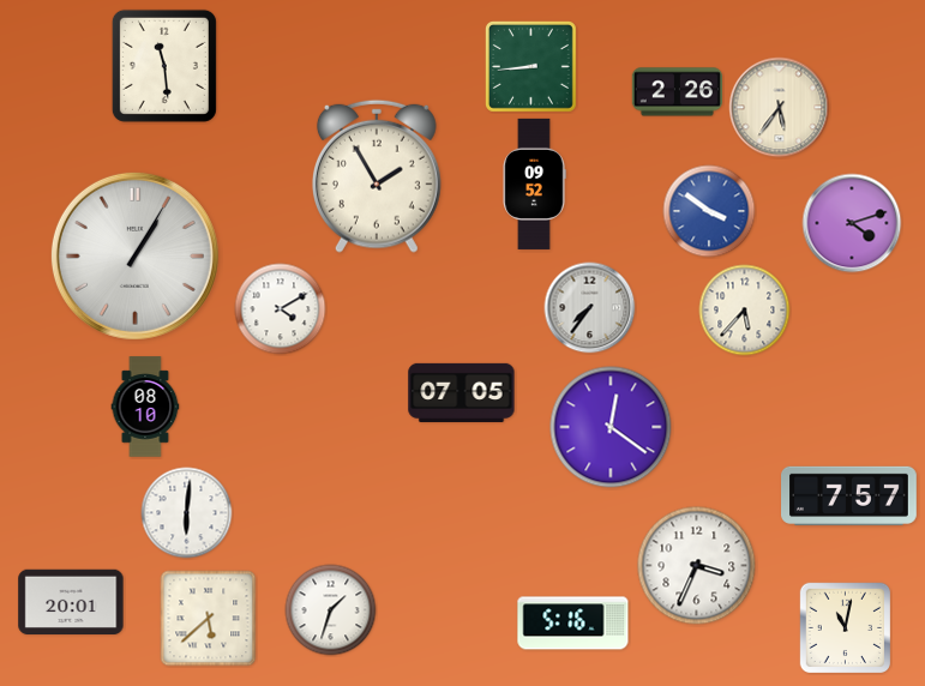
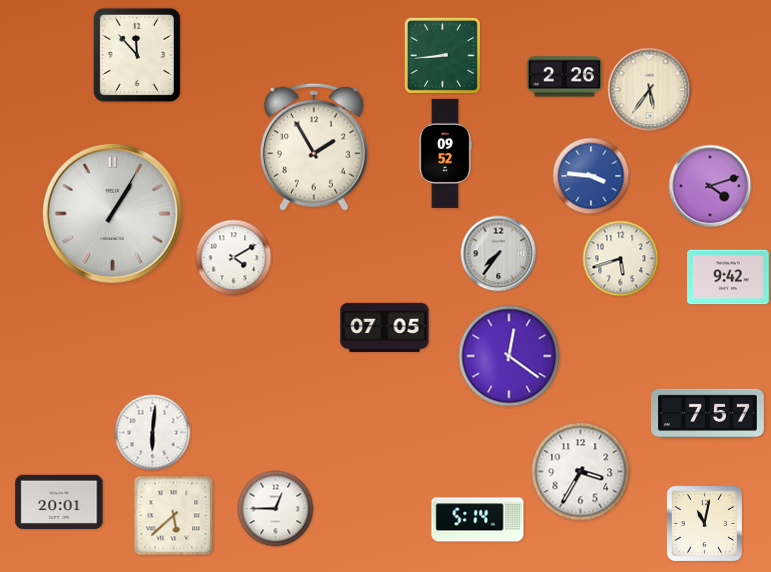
clock at (164, 66): 11:29 -> 11:53
clock at (709, 211): 3:51 -> 3:46
clock at (590, 308) position: (590, 308) -> (499, 254)
clock at (745, 311): 5:37 -> 5:42
clock at (729, 277): none -> 9:42
clock at (145, 407): 08:10 -> none
clock at (187, 513) position: (187, 513) -> (153, 433)
clock at (697, 566): 3:34 -> 3:35
clock at (331, 610): 1:33 -> 12:45
clock at (573, 624): 5:16 -> 5:14
